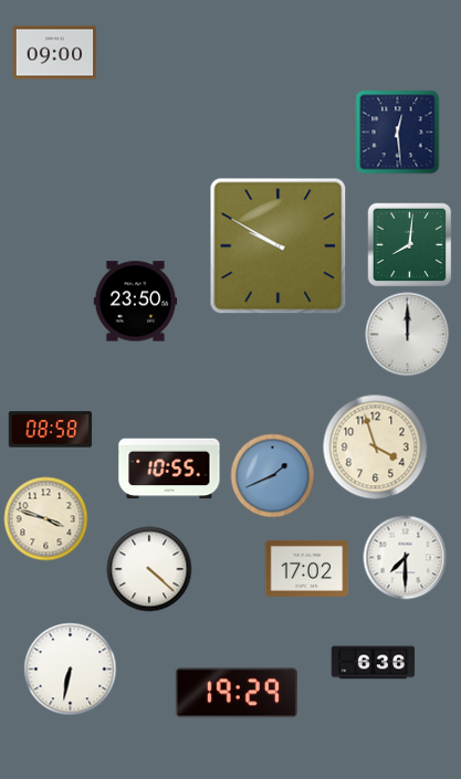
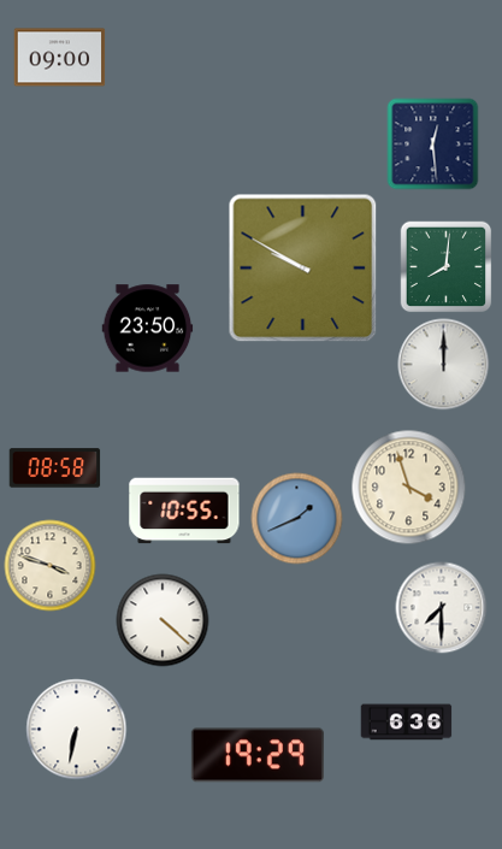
clock at (307, 568): 17:02 -> none
